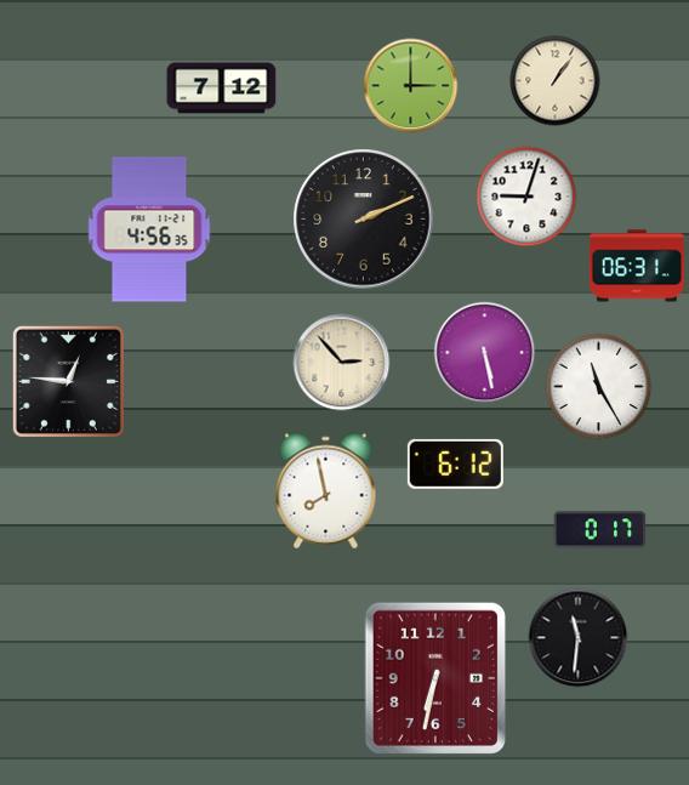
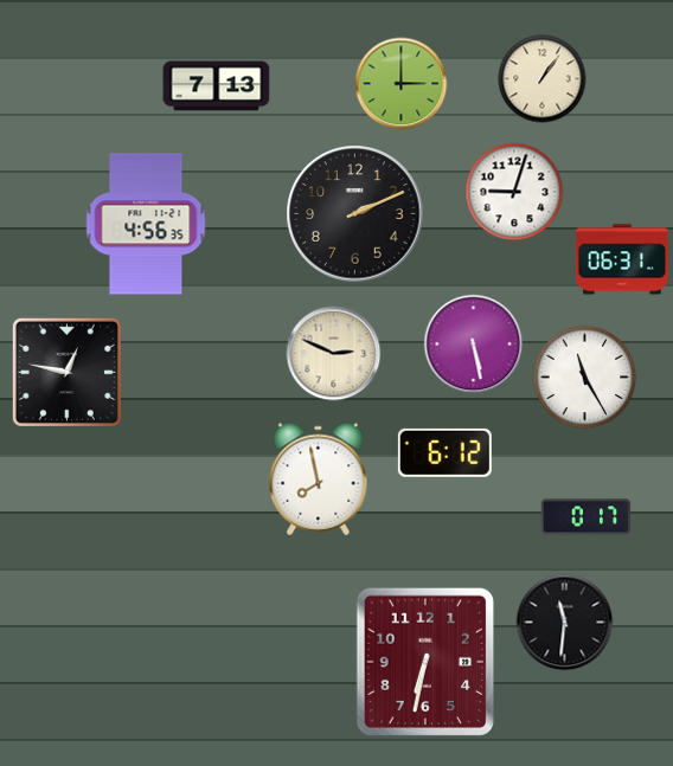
clock at (222, 89): 7:12 -> 7:13
clock at (342, 363): 2:53 -> 2:49
clock at (68, 381): 12:46 -> 12:47
